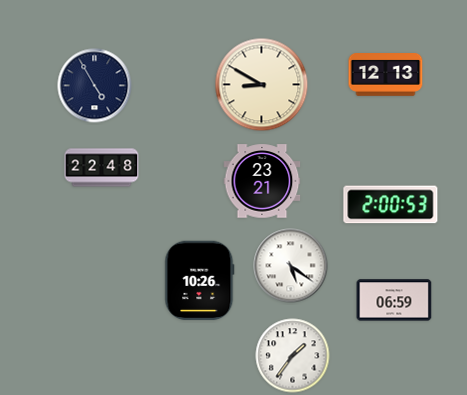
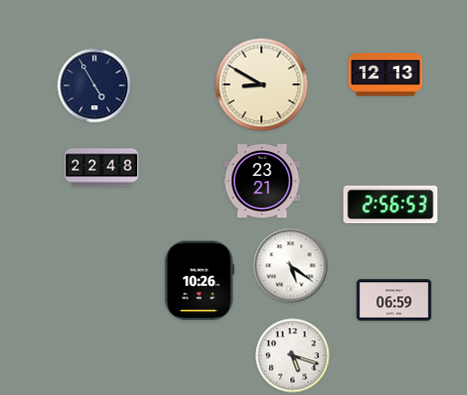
clock at (391, 205): 2:00 -> 2:56
clock at (293, 356): 1:36 -> 5:18
